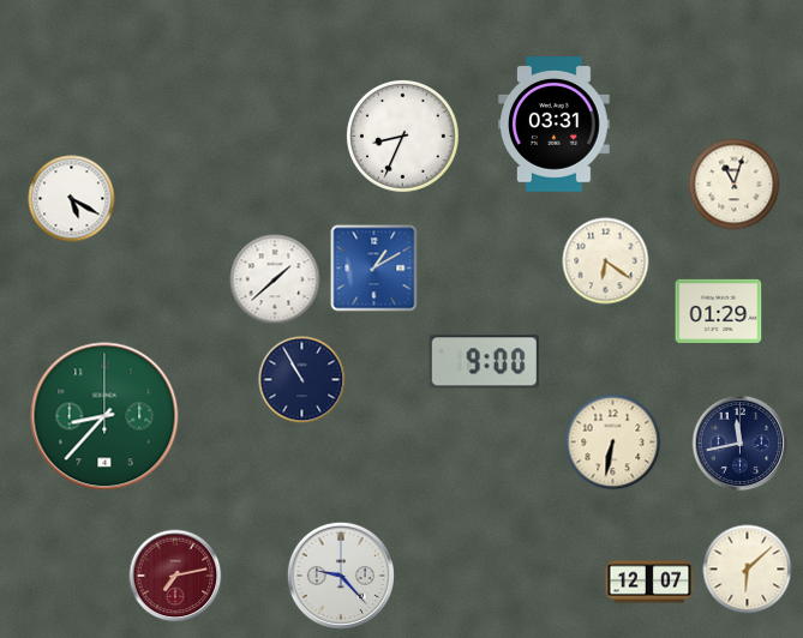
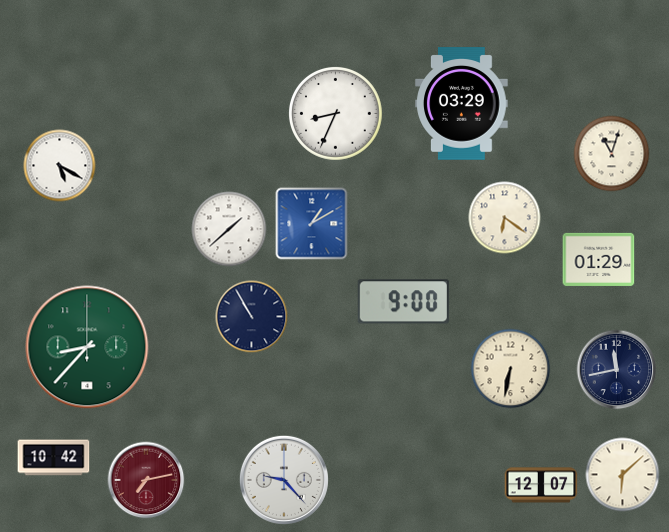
clock at (555, 125): 03:31 -> 03:29
clock at (275, 279) position: (275, 279) -> (229, 229)
clock at (54, 458): none -> 10:42
